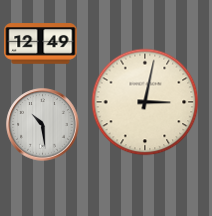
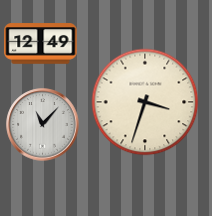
clock at (145, 102): 3:02 -> 3:33
clock at (43, 125): 10:29 -> 11:07
